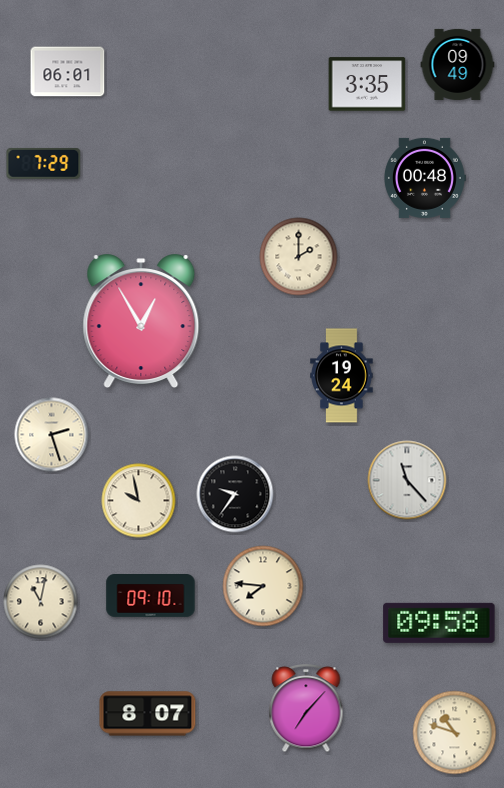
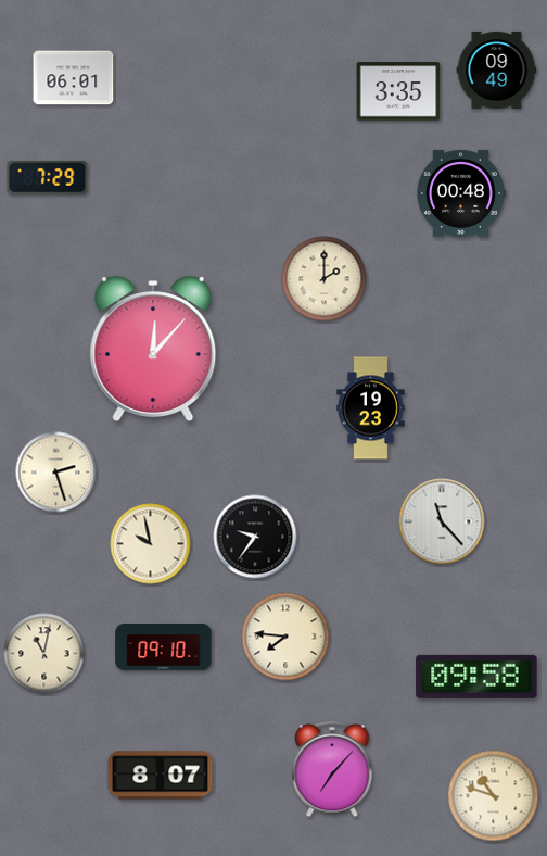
clock at (141, 320): 12:55 -> 12:07
clock at (342, 376): 19:24 -> 19:23
